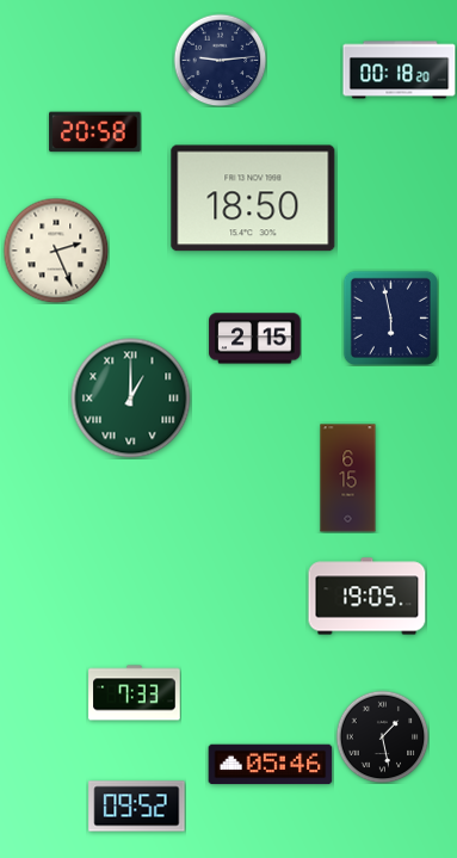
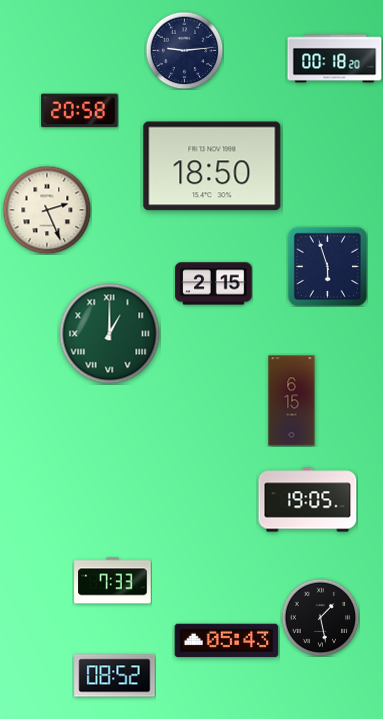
clock at (390, 317): 5:58 -> 5:57
clock at (271, 765): 05:46 -> 05:43
clock at (137, 807): 09:52 -> 08:52
